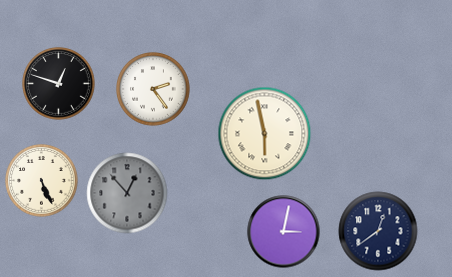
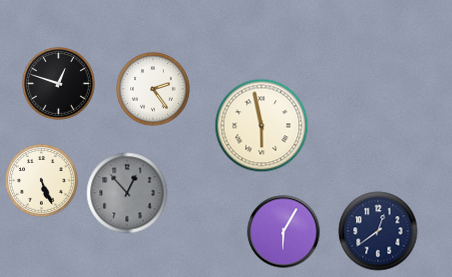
clock at (265, 134) position: (265, 134) -> (262, 126)
clock at (284, 232): 3:02 -> 6:05
